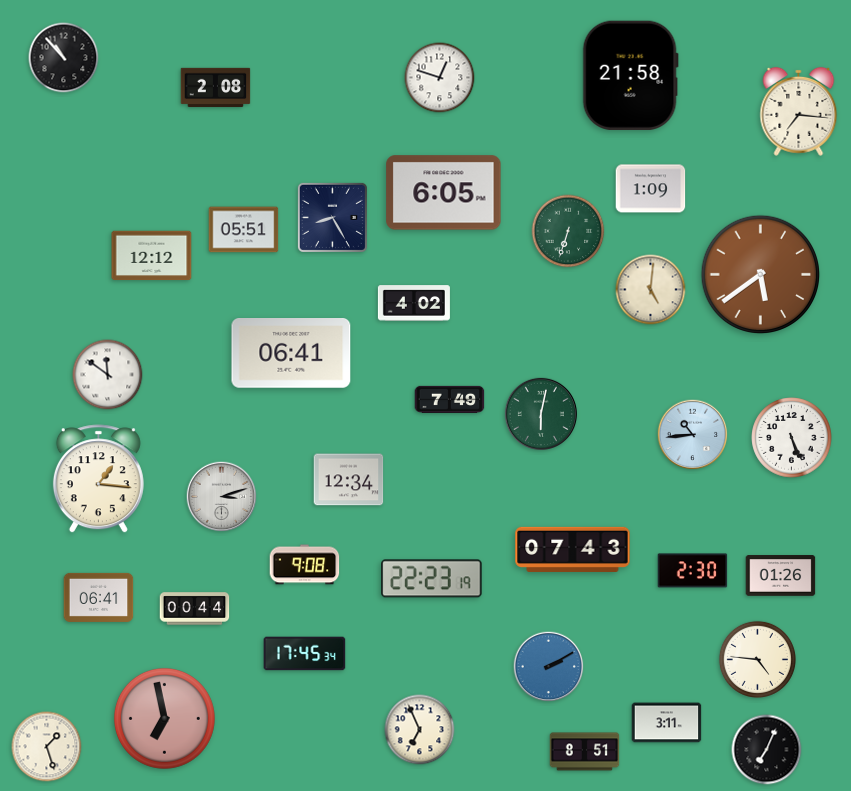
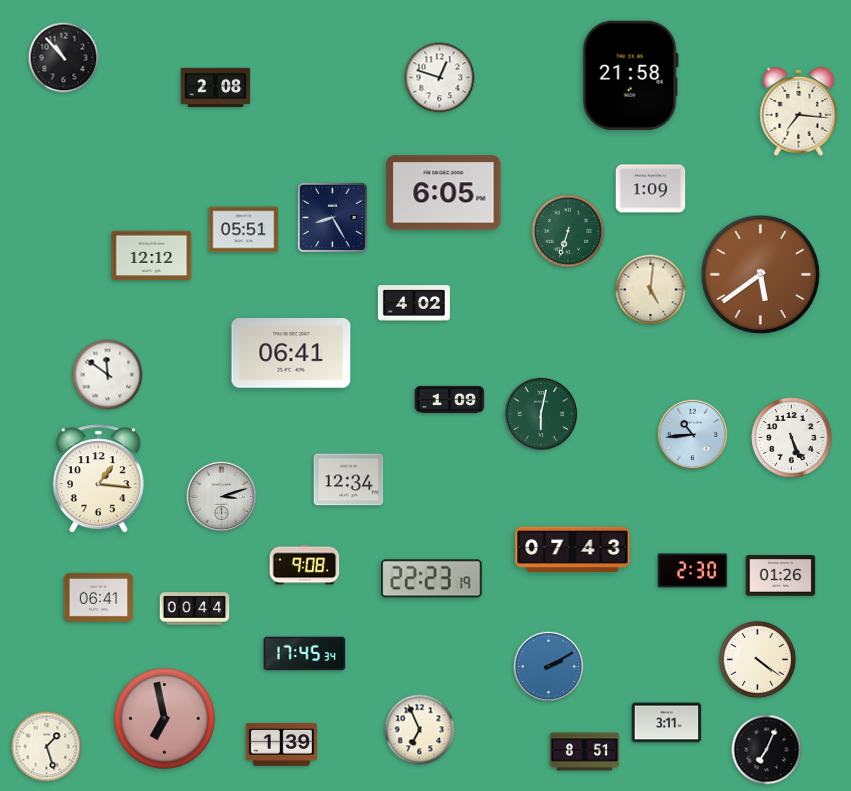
clock at (450, 399): 7:49 -> 1:09
clock at (757, 659): 4:46 -> 4:21
clock at (281, 744): none -> 1:39
